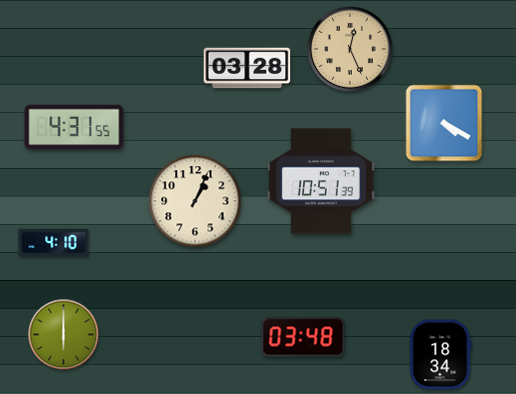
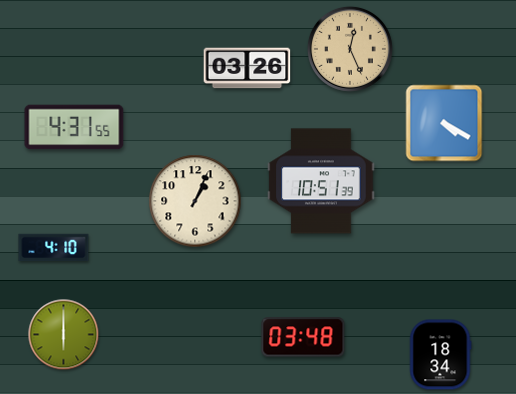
clock at (247, 68): 03:28 -> 03:26
clock at (54, 243) position: (54, 243) -> (54, 248)
